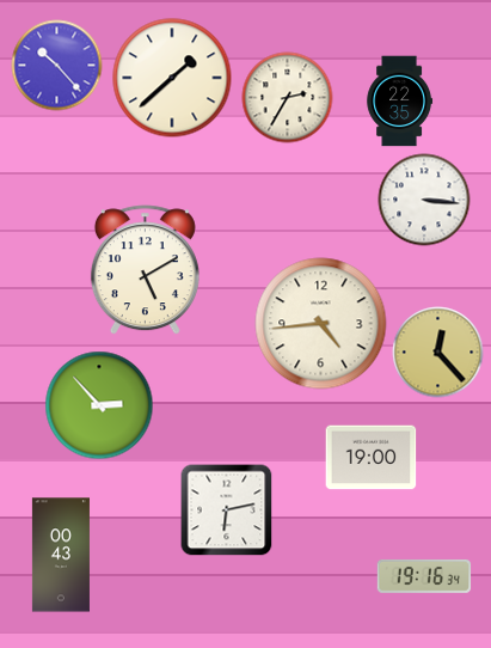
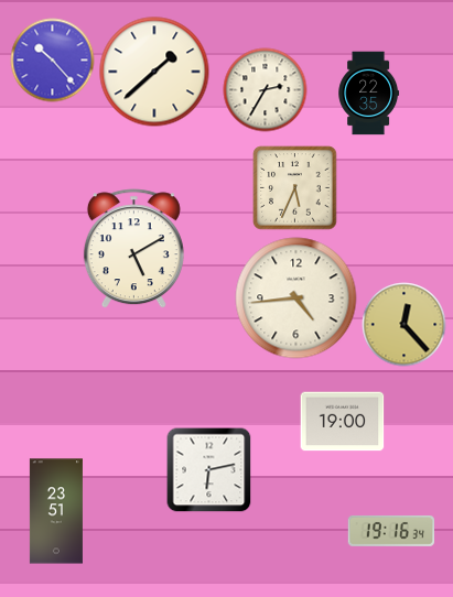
clock at (172, 78) position: (172, 78) -> (154, 72)
clock at (424, 200): 3:16 -> none
clock at (295, 188): none -> 5:34
clock at (99, 405): 2:53 -> none
clock at (61, 555): 00:43 -> 23:51
